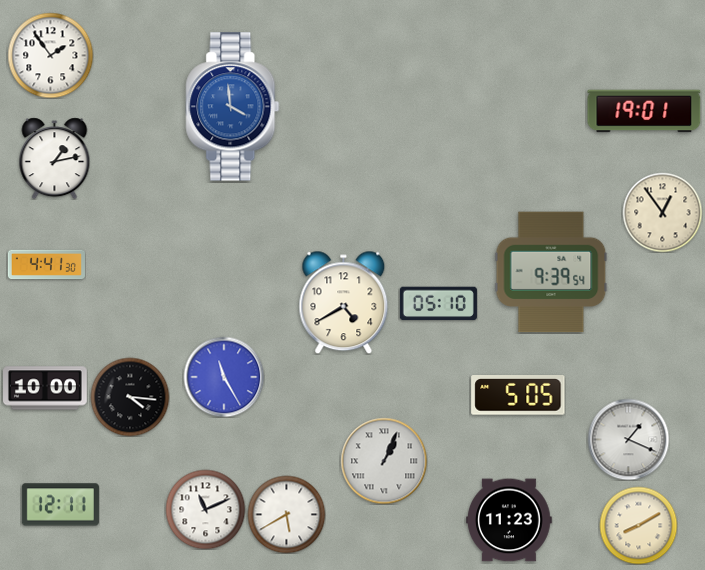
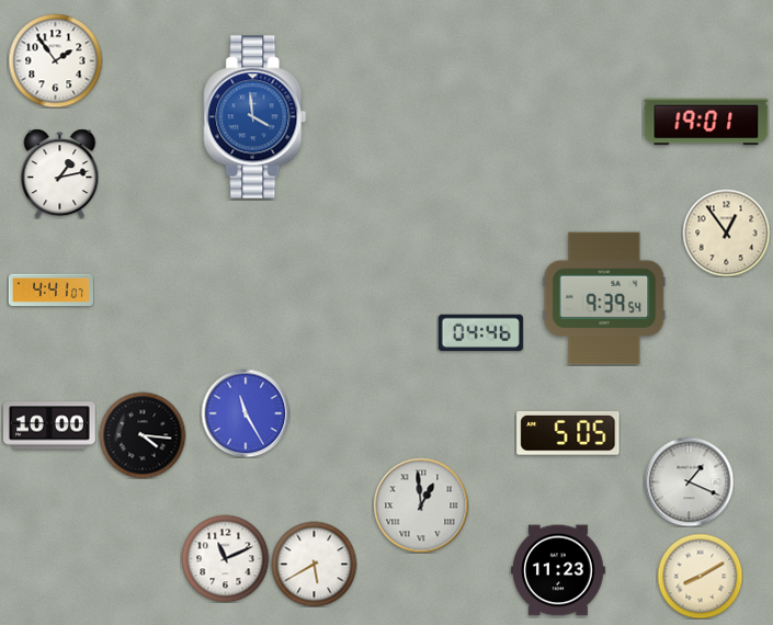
clock at (46, 265): 4:41:30 -> 4:41:07
clock at (344, 302): 4:40 -> none
clock at (438, 304): 05:10 -> 04:46
clock at (384, 461): 1:04 -> 12:59
clock at (60, 505): 12:11 -> none
